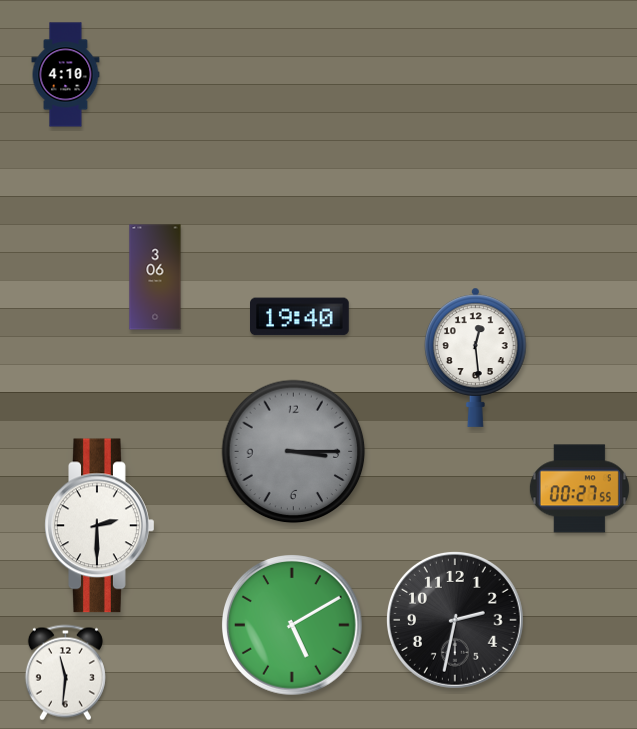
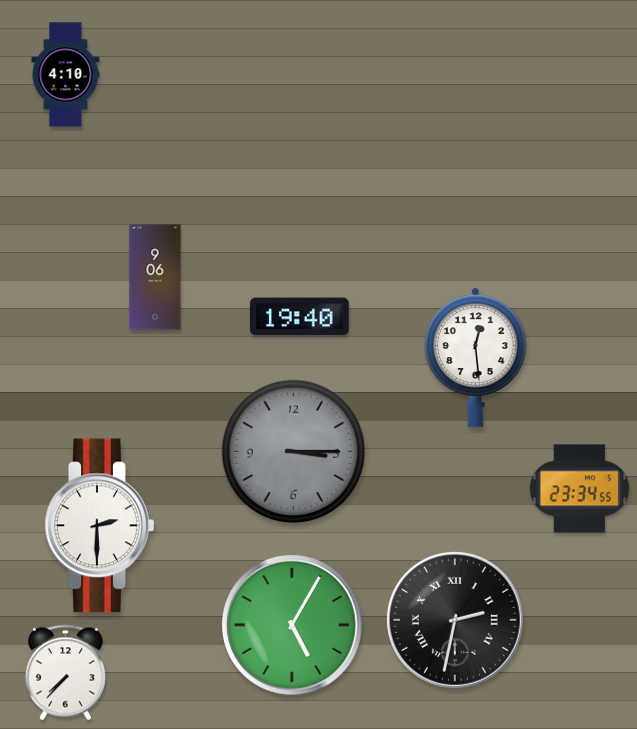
clock at (155, 277): 3:06 -> 9:06
clock at (579, 489): 00:27 -> 23:34
clock at (455, 620) numerals: Arabic -> Roman
clock at (293, 626): 5:10 -> 5:05
clock at (65, 673): 11:31 -> 7:37
